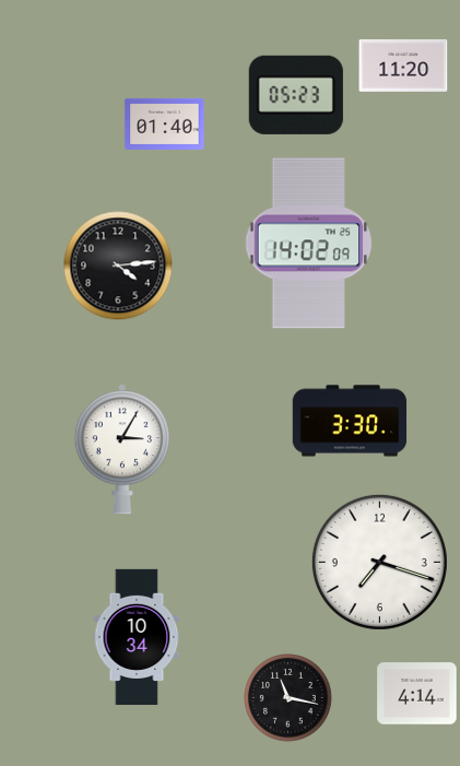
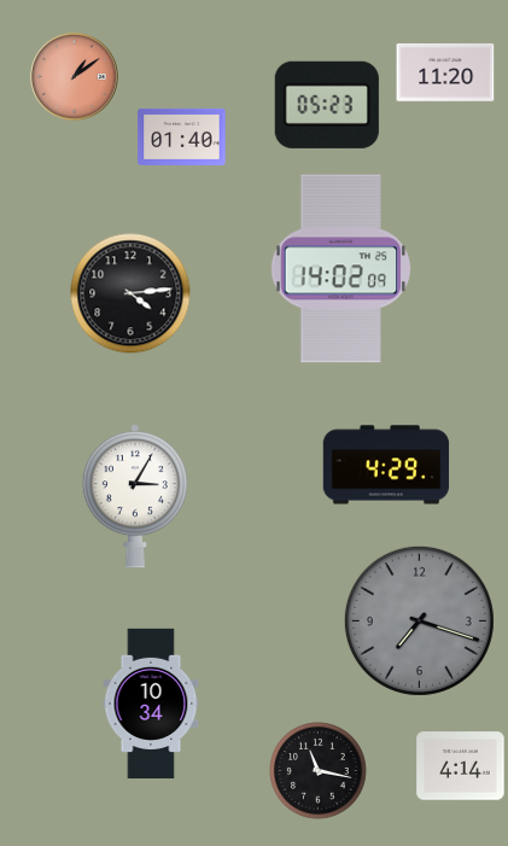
clock at (75, 77): none -> 1:09
clock at (350, 421): 3:30 -> 4:29
clock at (379, 562) dial: white -> grey
